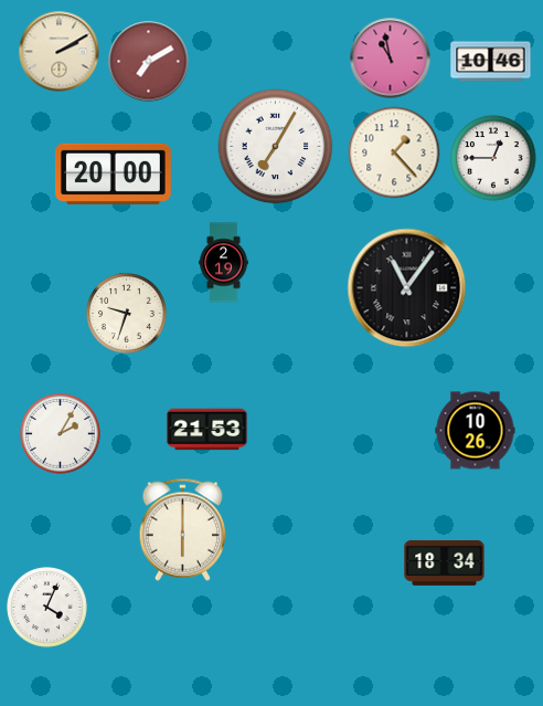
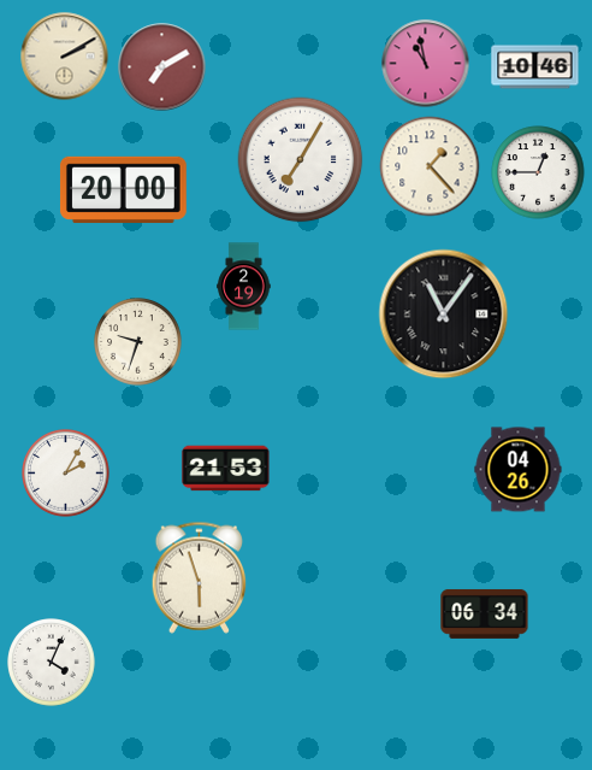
clock at (476, 431): 10:26 -> 04:26
clock at (183, 529): 6:00 -> 5:57
clock at (445, 562): 18:34 -> 06:34
